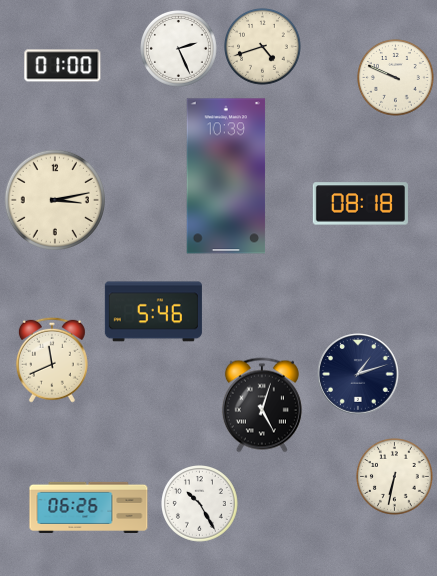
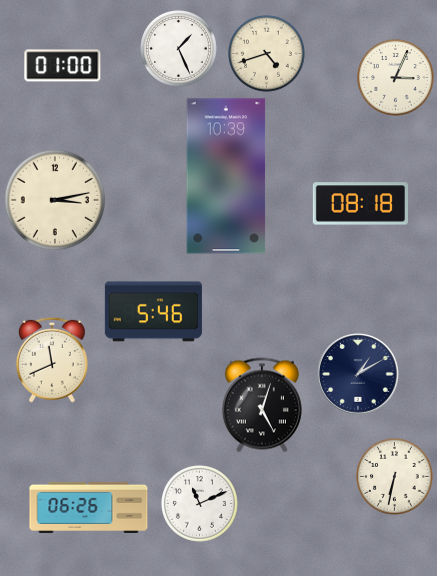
clock at (263, 47) position: (263, 47) -> (267, 54)
clock at (179, 49): 2:26 -> 1:26
clock at (396, 78): 9:49 -> 3:04
clock at (358, 374): 1:12 -> 1:10
clock at (200, 504): 10:25 -> 11:11
